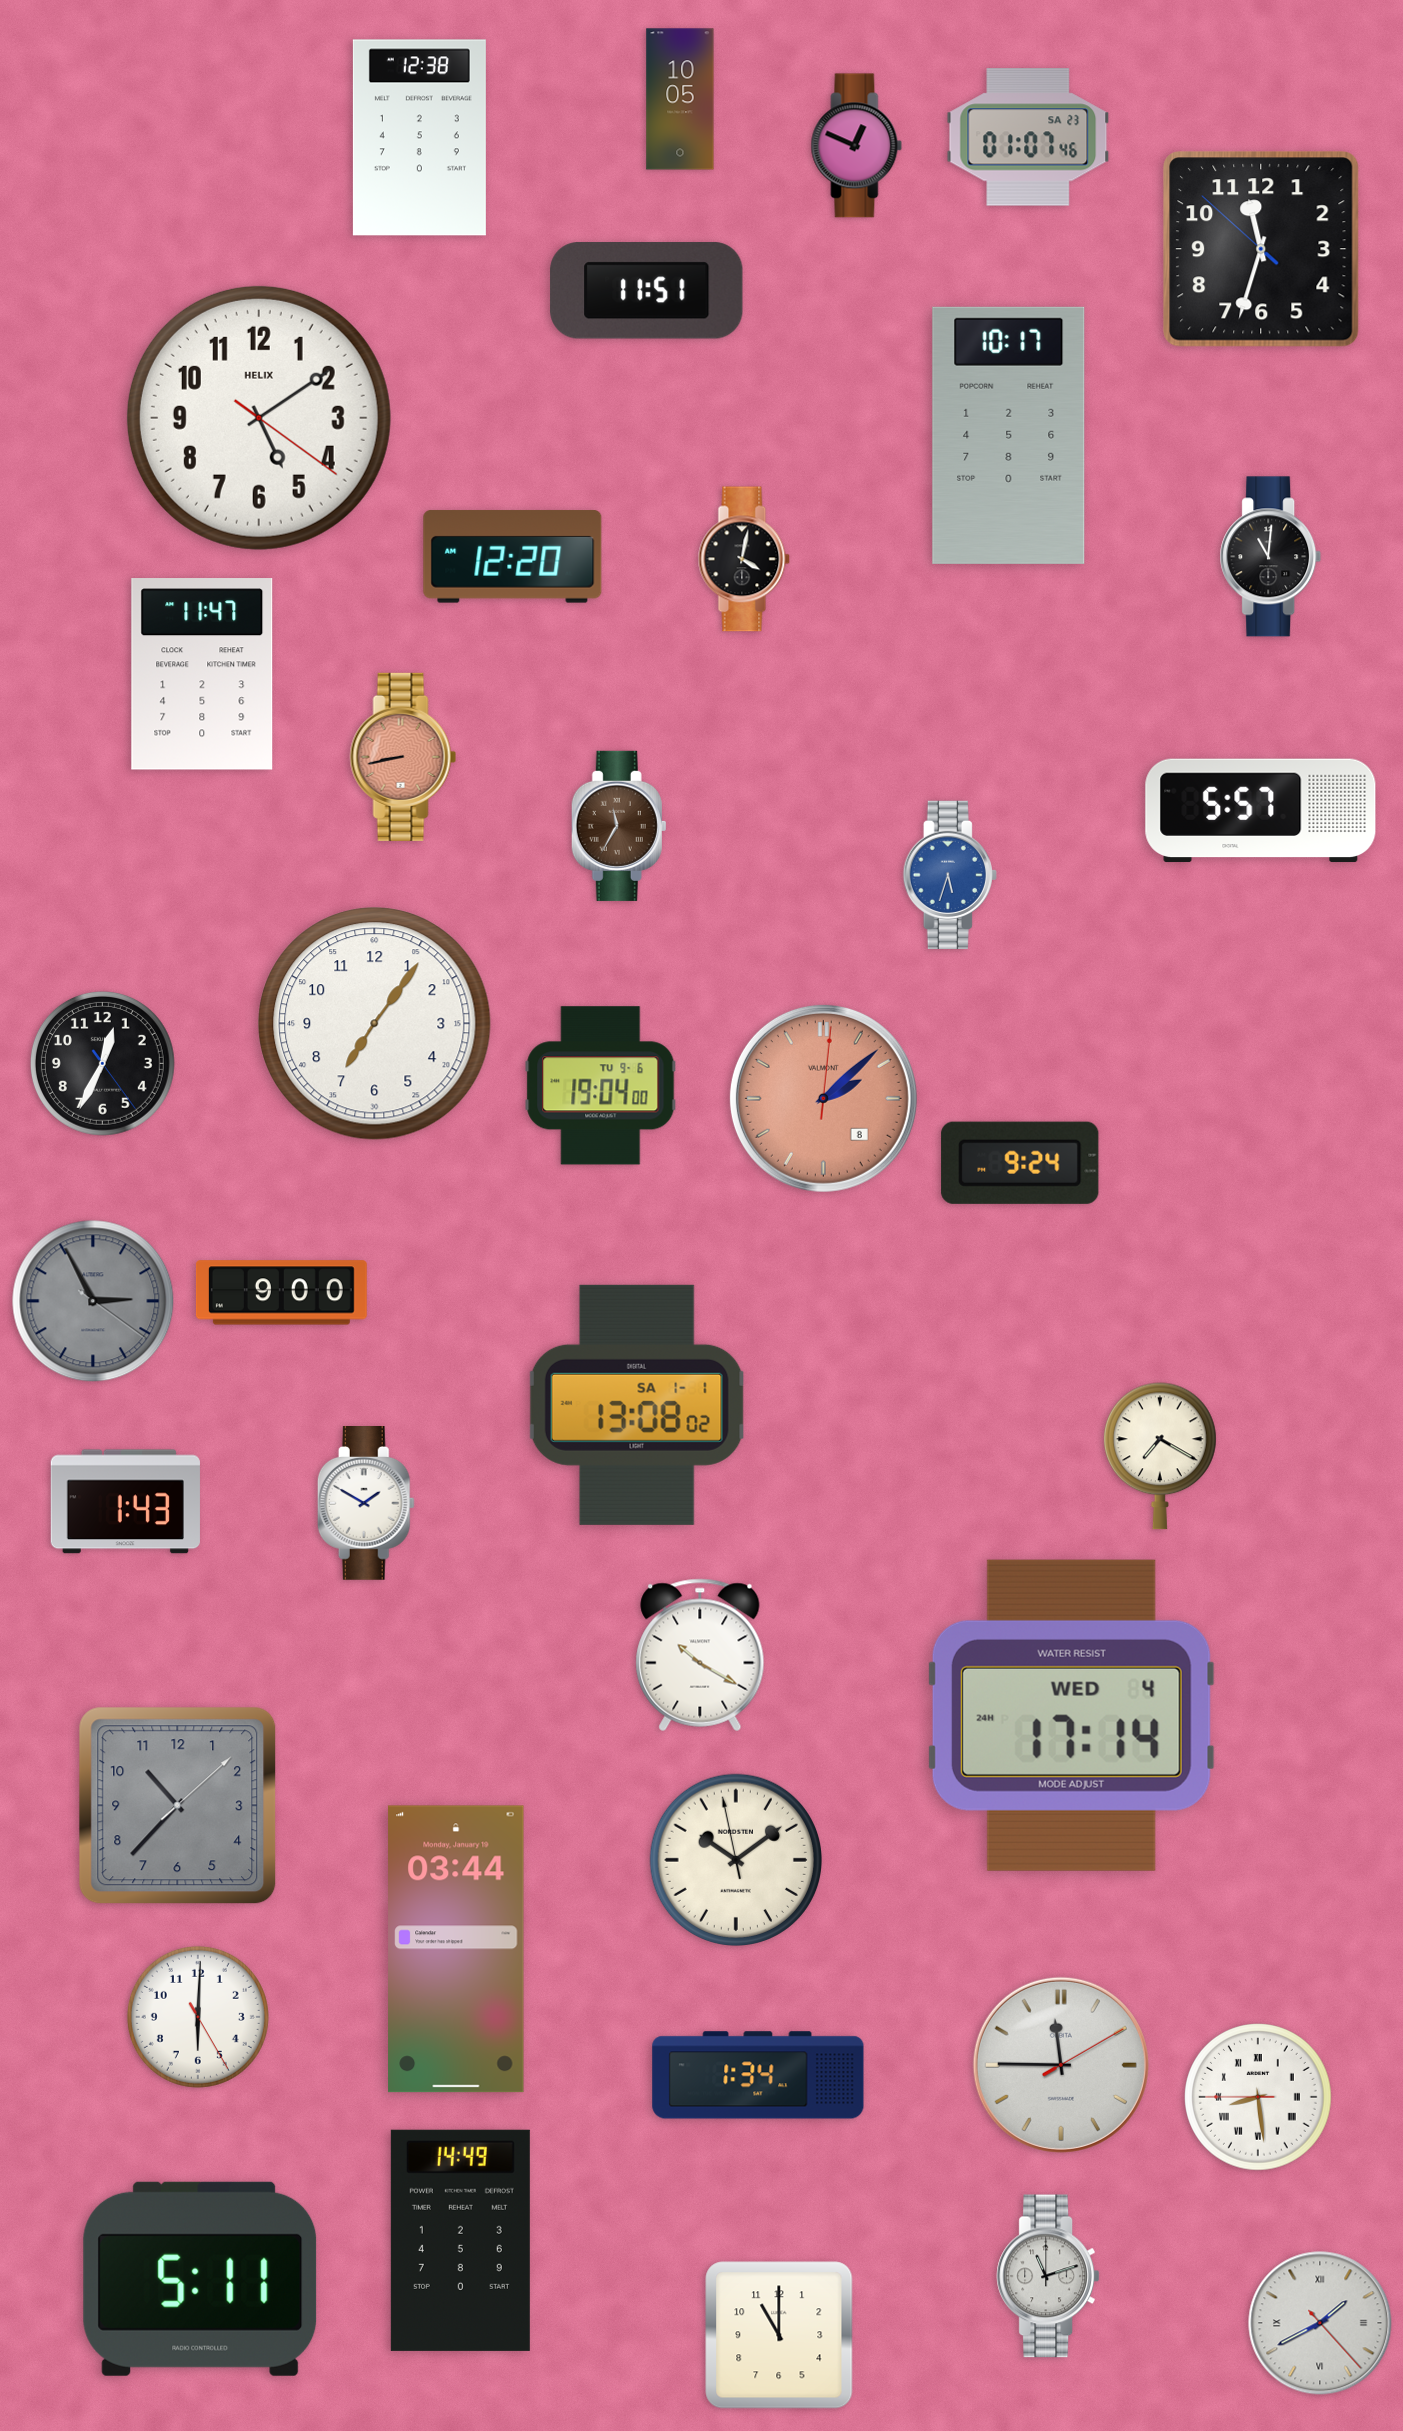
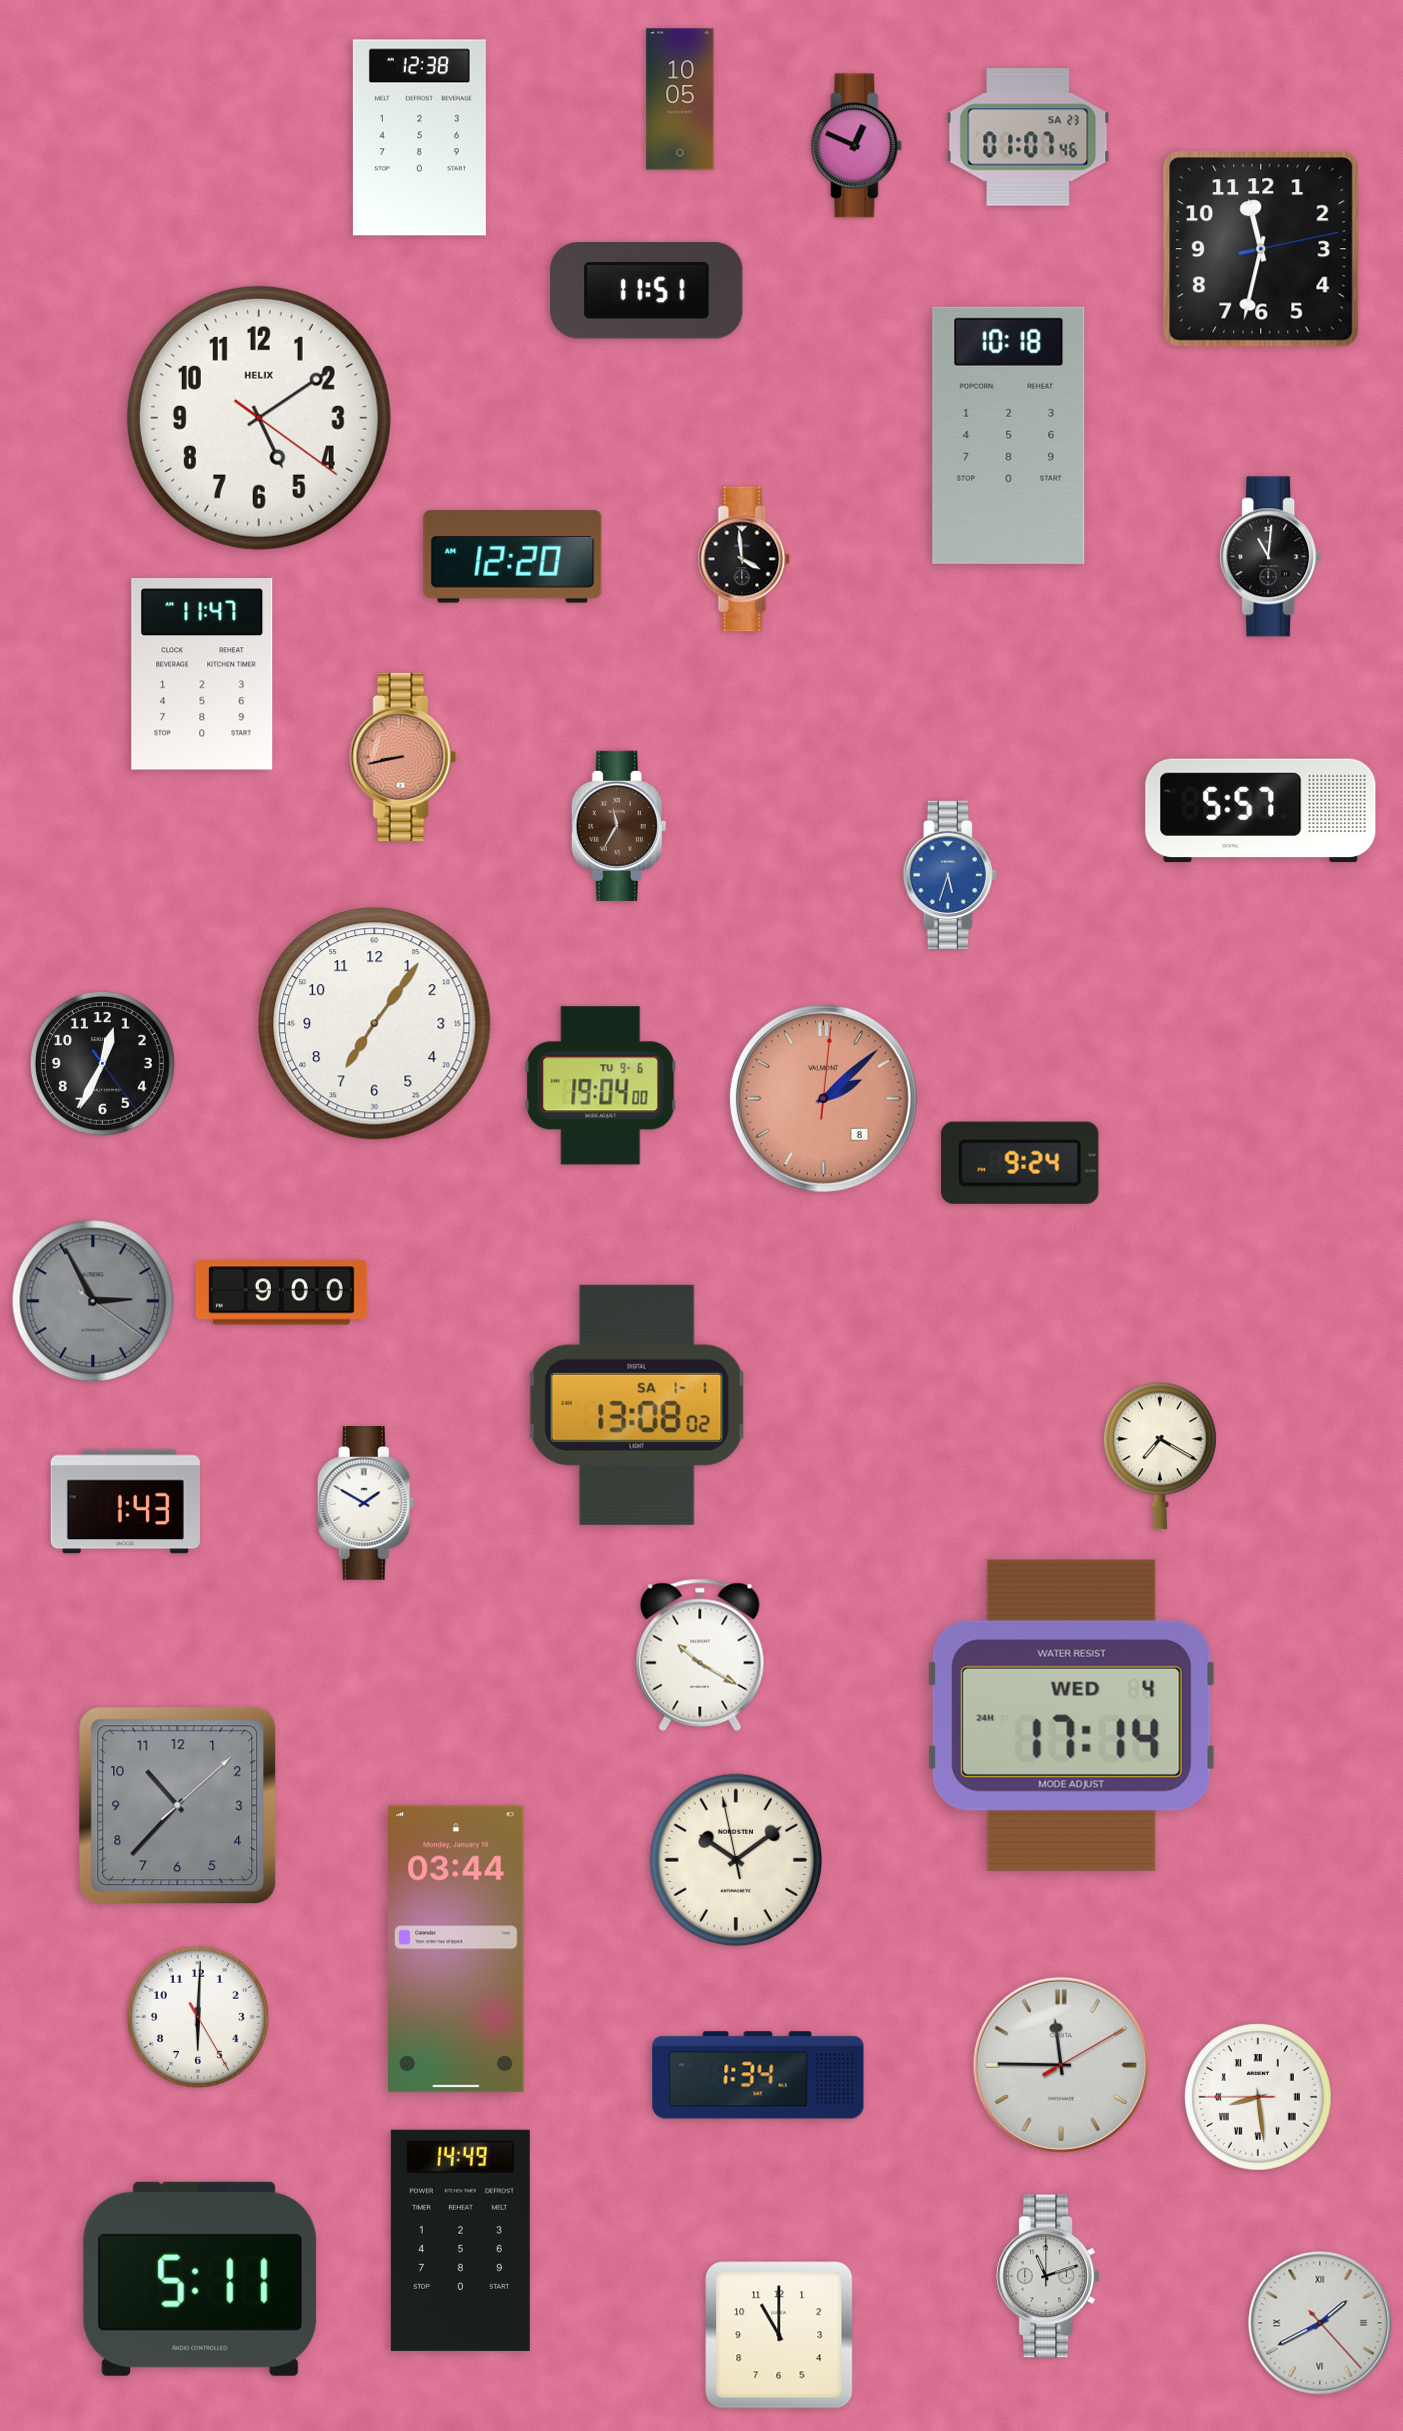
clock at (1261, 249): 11:32:52 -> 11:32:13
clock at (1009, 435): 10:17 -> 10:18
clock at (744, 559): 4:02 -> 3:59
